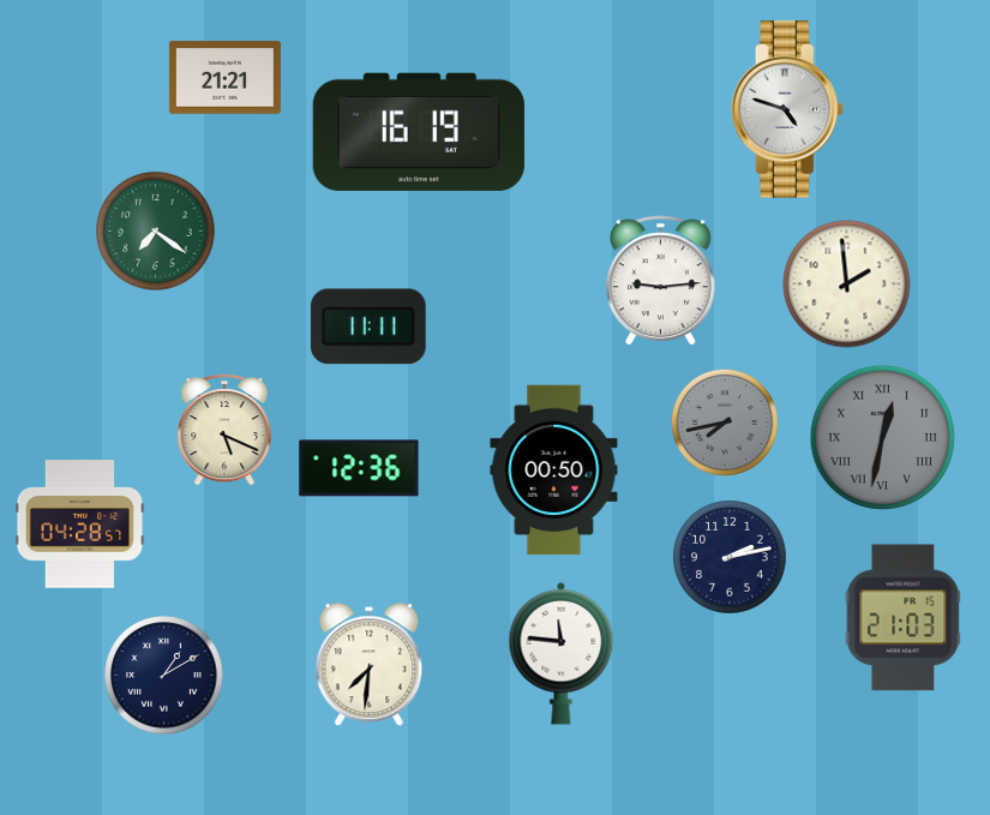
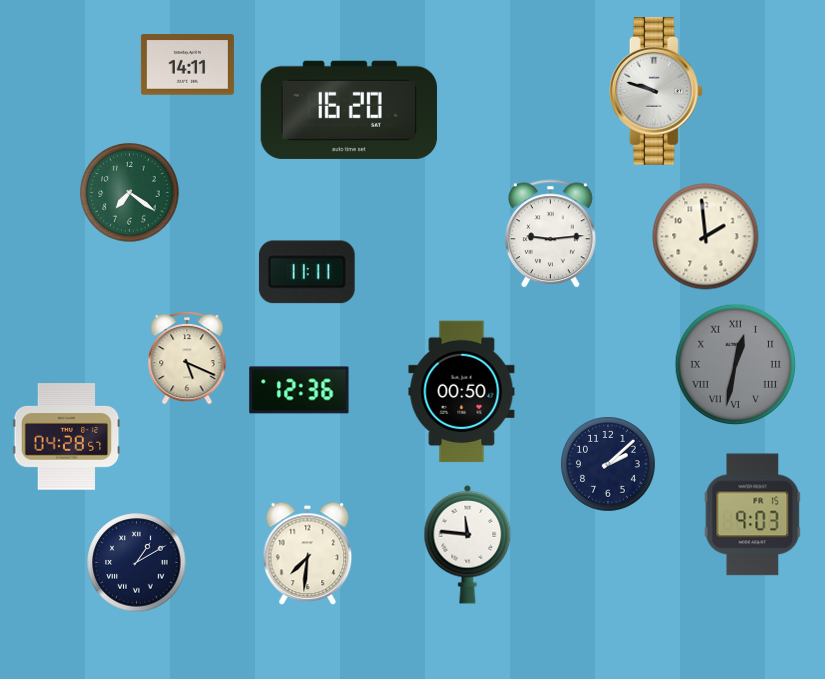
clock at (224, 78): 21:21 -> 14:11
clock at (787, 109): 4:48 -> 9:48
clock at (419, 132): 16:19 -> 16:20
clock at (725, 423): 7:43 -> none
clock at (731, 558): 2:13 -> 2:08
clock at (904, 618): 21:03 -> 9:03
